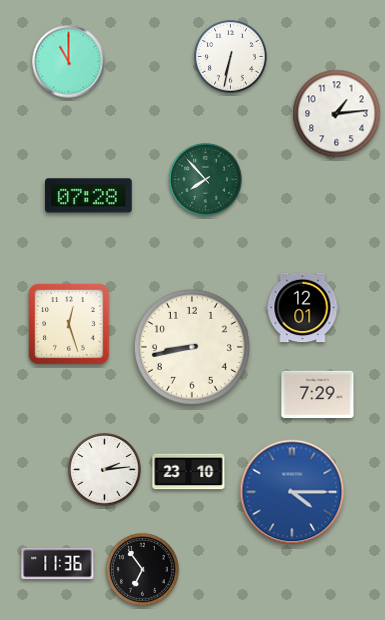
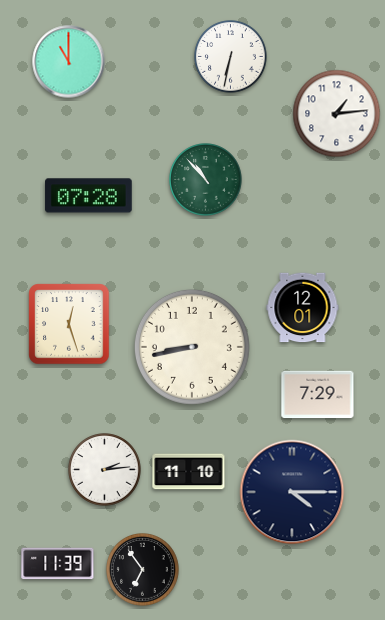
clock at (206, 180): 7:53 -> 10:53
clock at (189, 472): 23:10 -> 11:10
clock at (292, 492) dial: blue -> navy
clock at (58, 564): 11:36 -> 11:39
